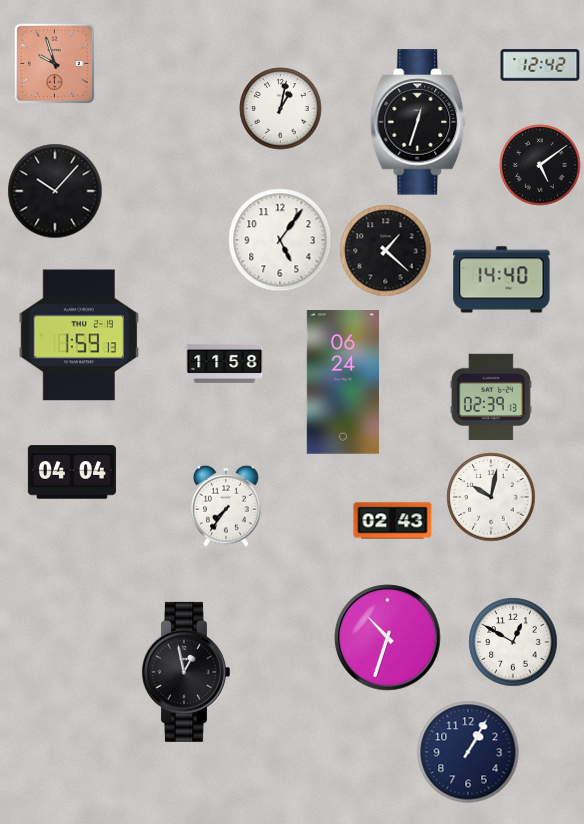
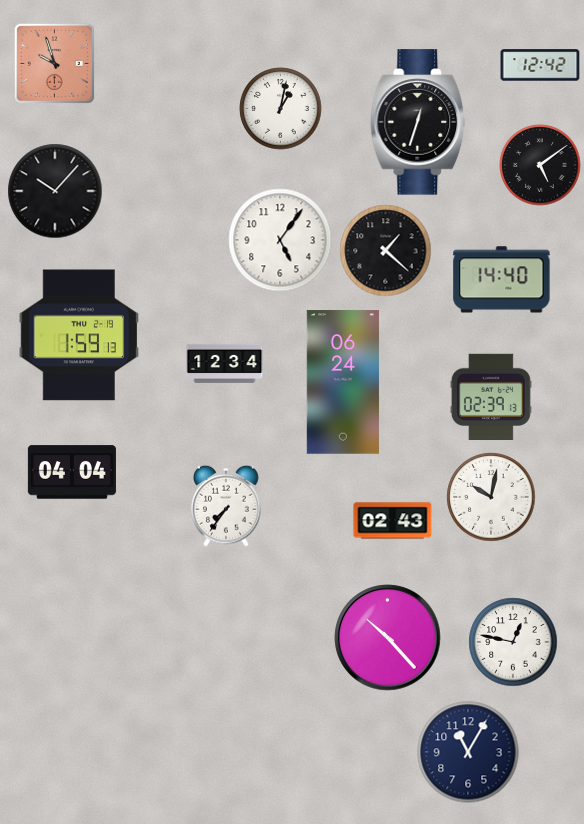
clock at (225, 363): 11:58 -> 12:34
clock at (388, 638): 10:33 -> 10:23
clock at (513, 642): 12:50 -> 12:47
clock at (185, 672): 12:58 -> none
clock at (468, 752): 1:05 -> 11:05
